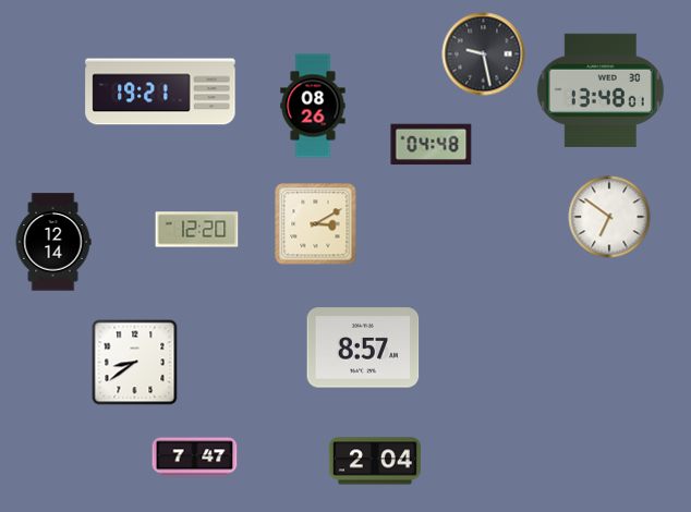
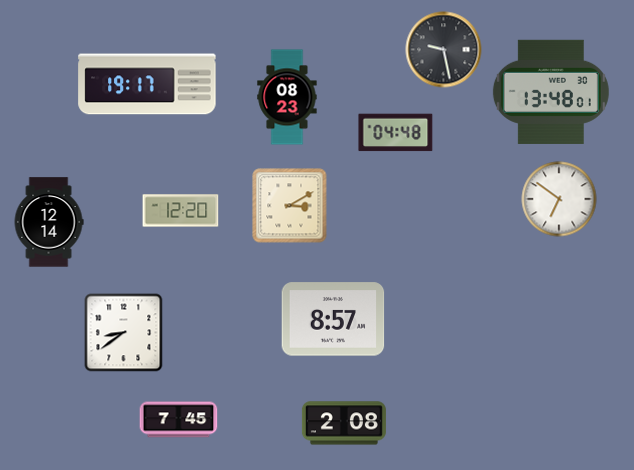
clock at (601, 90) position: (601, 90) -> (551, 92)
clock at (160, 92): 19:21 -> 19:17
clock at (313, 106): 08:26 -> 08:23
clock at (195, 458): 7:47 -> 7:45
clock at (375, 461): 2:04 -> 2:08
